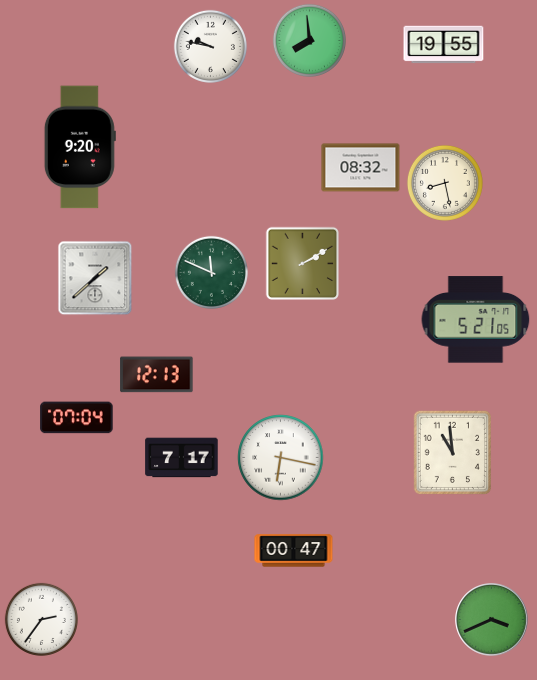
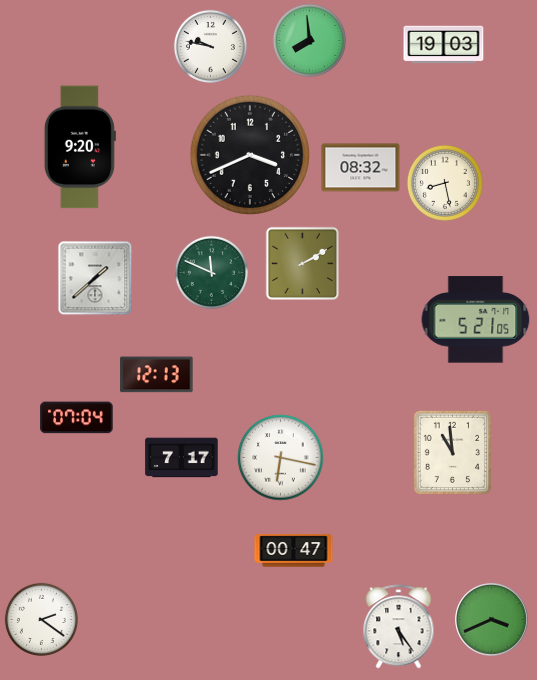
clock at (444, 45): 19:55 -> 19:03
clock at (249, 154): none -> 3:41
clock at (41, 619): 2:36 -> 2:21
clock at (399, 627): none -> 5:24
